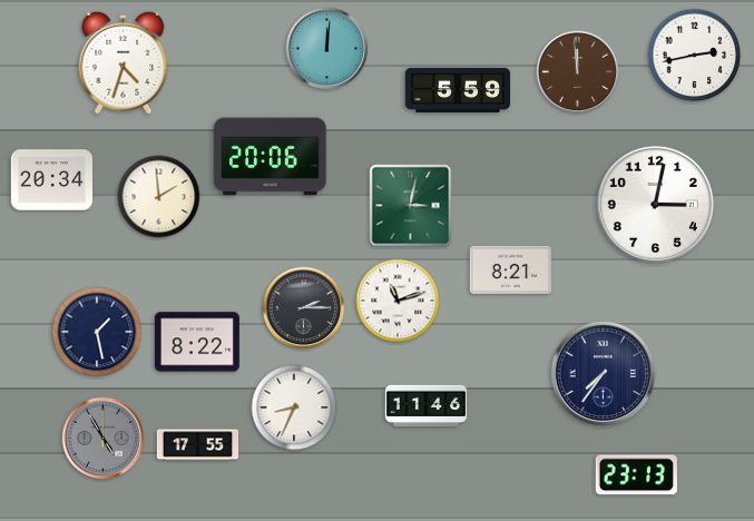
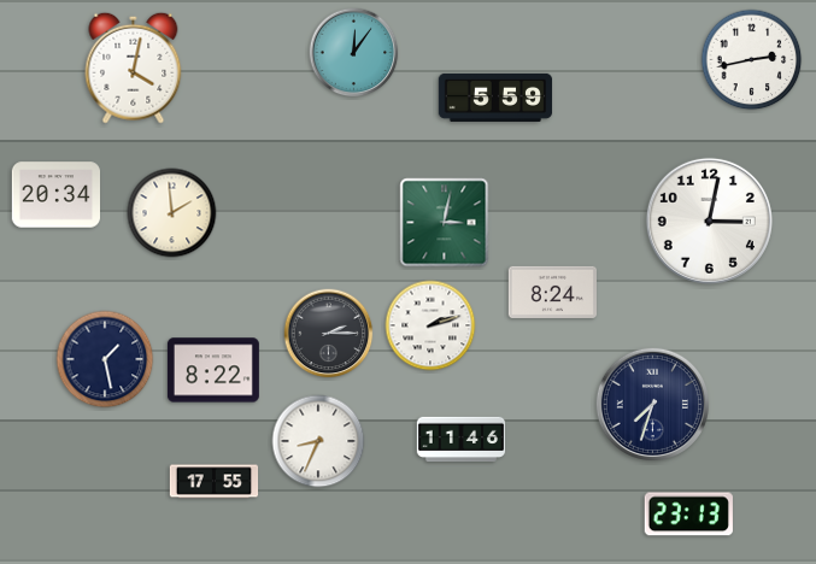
clock at (327, 49): 12:01 -> 12:06
clock at (124, 62): 4:33 -> 4:02
clock at (578, 72): 11:59 -> none
clock at (271, 157): 20:06 -> none
clock at (510, 269): 8:21 -> 8:24
clock at (398, 301): 11:12 -> 2:12
clock at (603, 373): 7:36 -> 7:33
clock at (104, 439): 4:55 -> none
